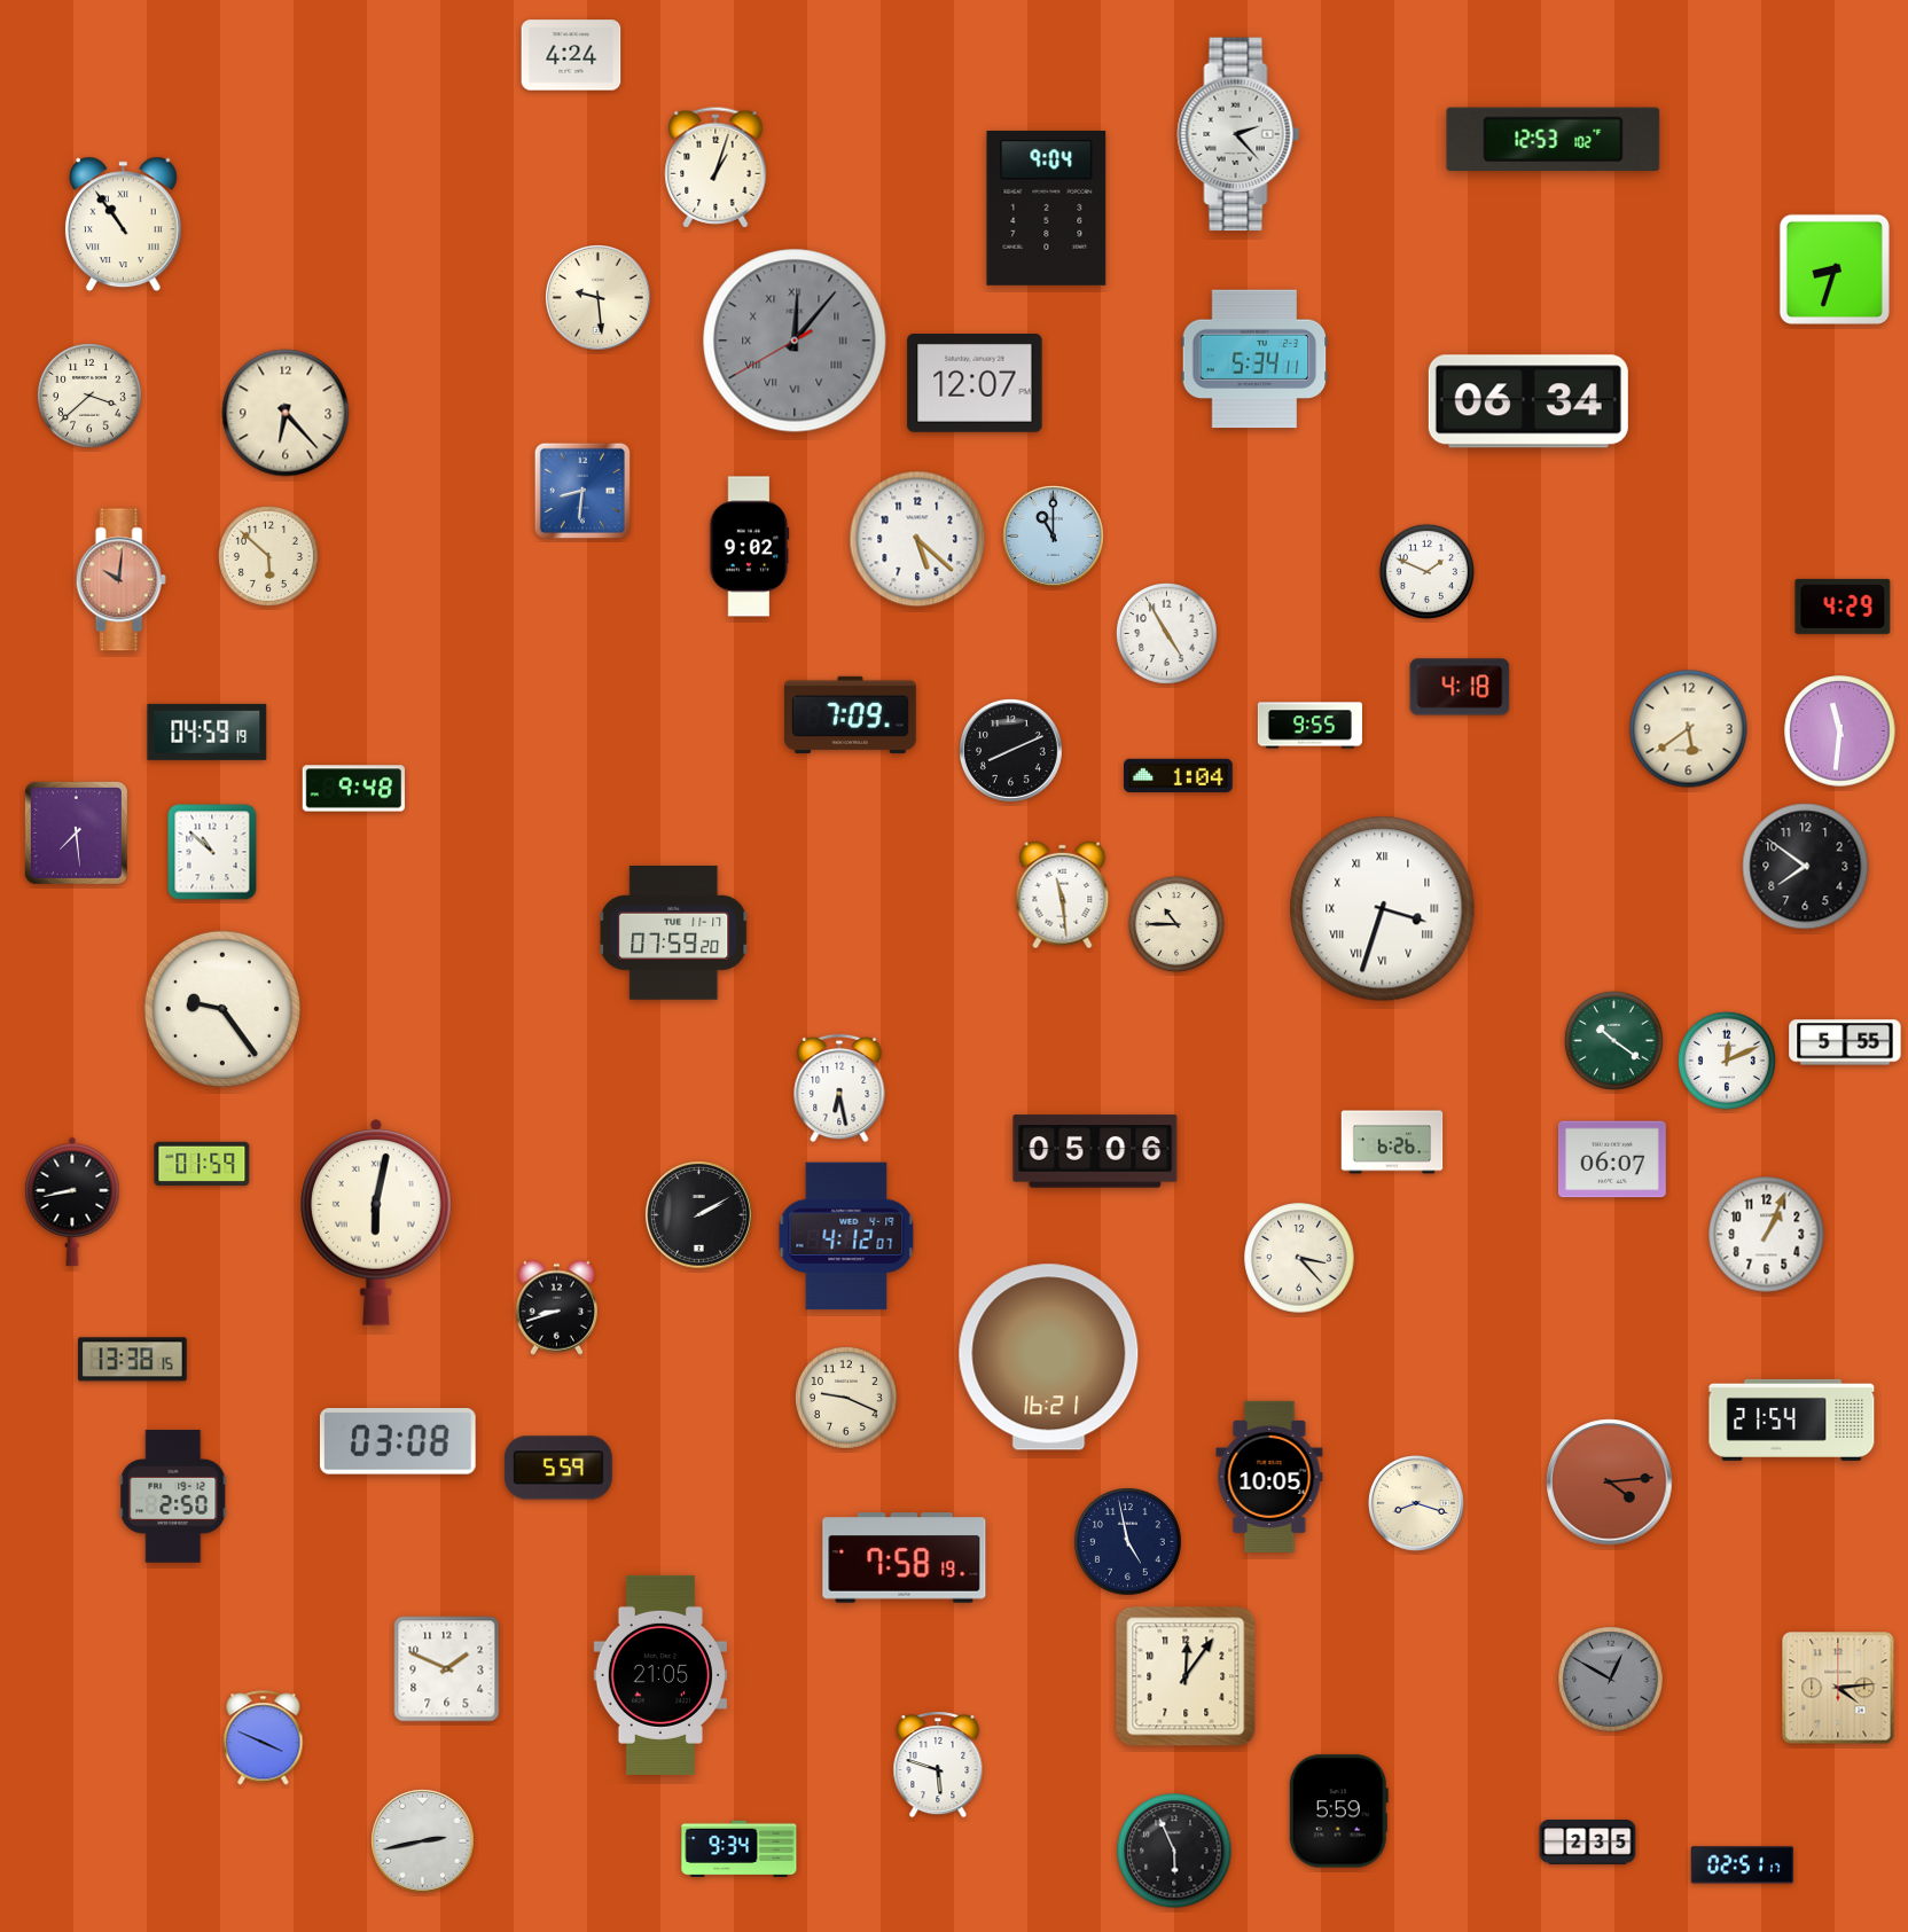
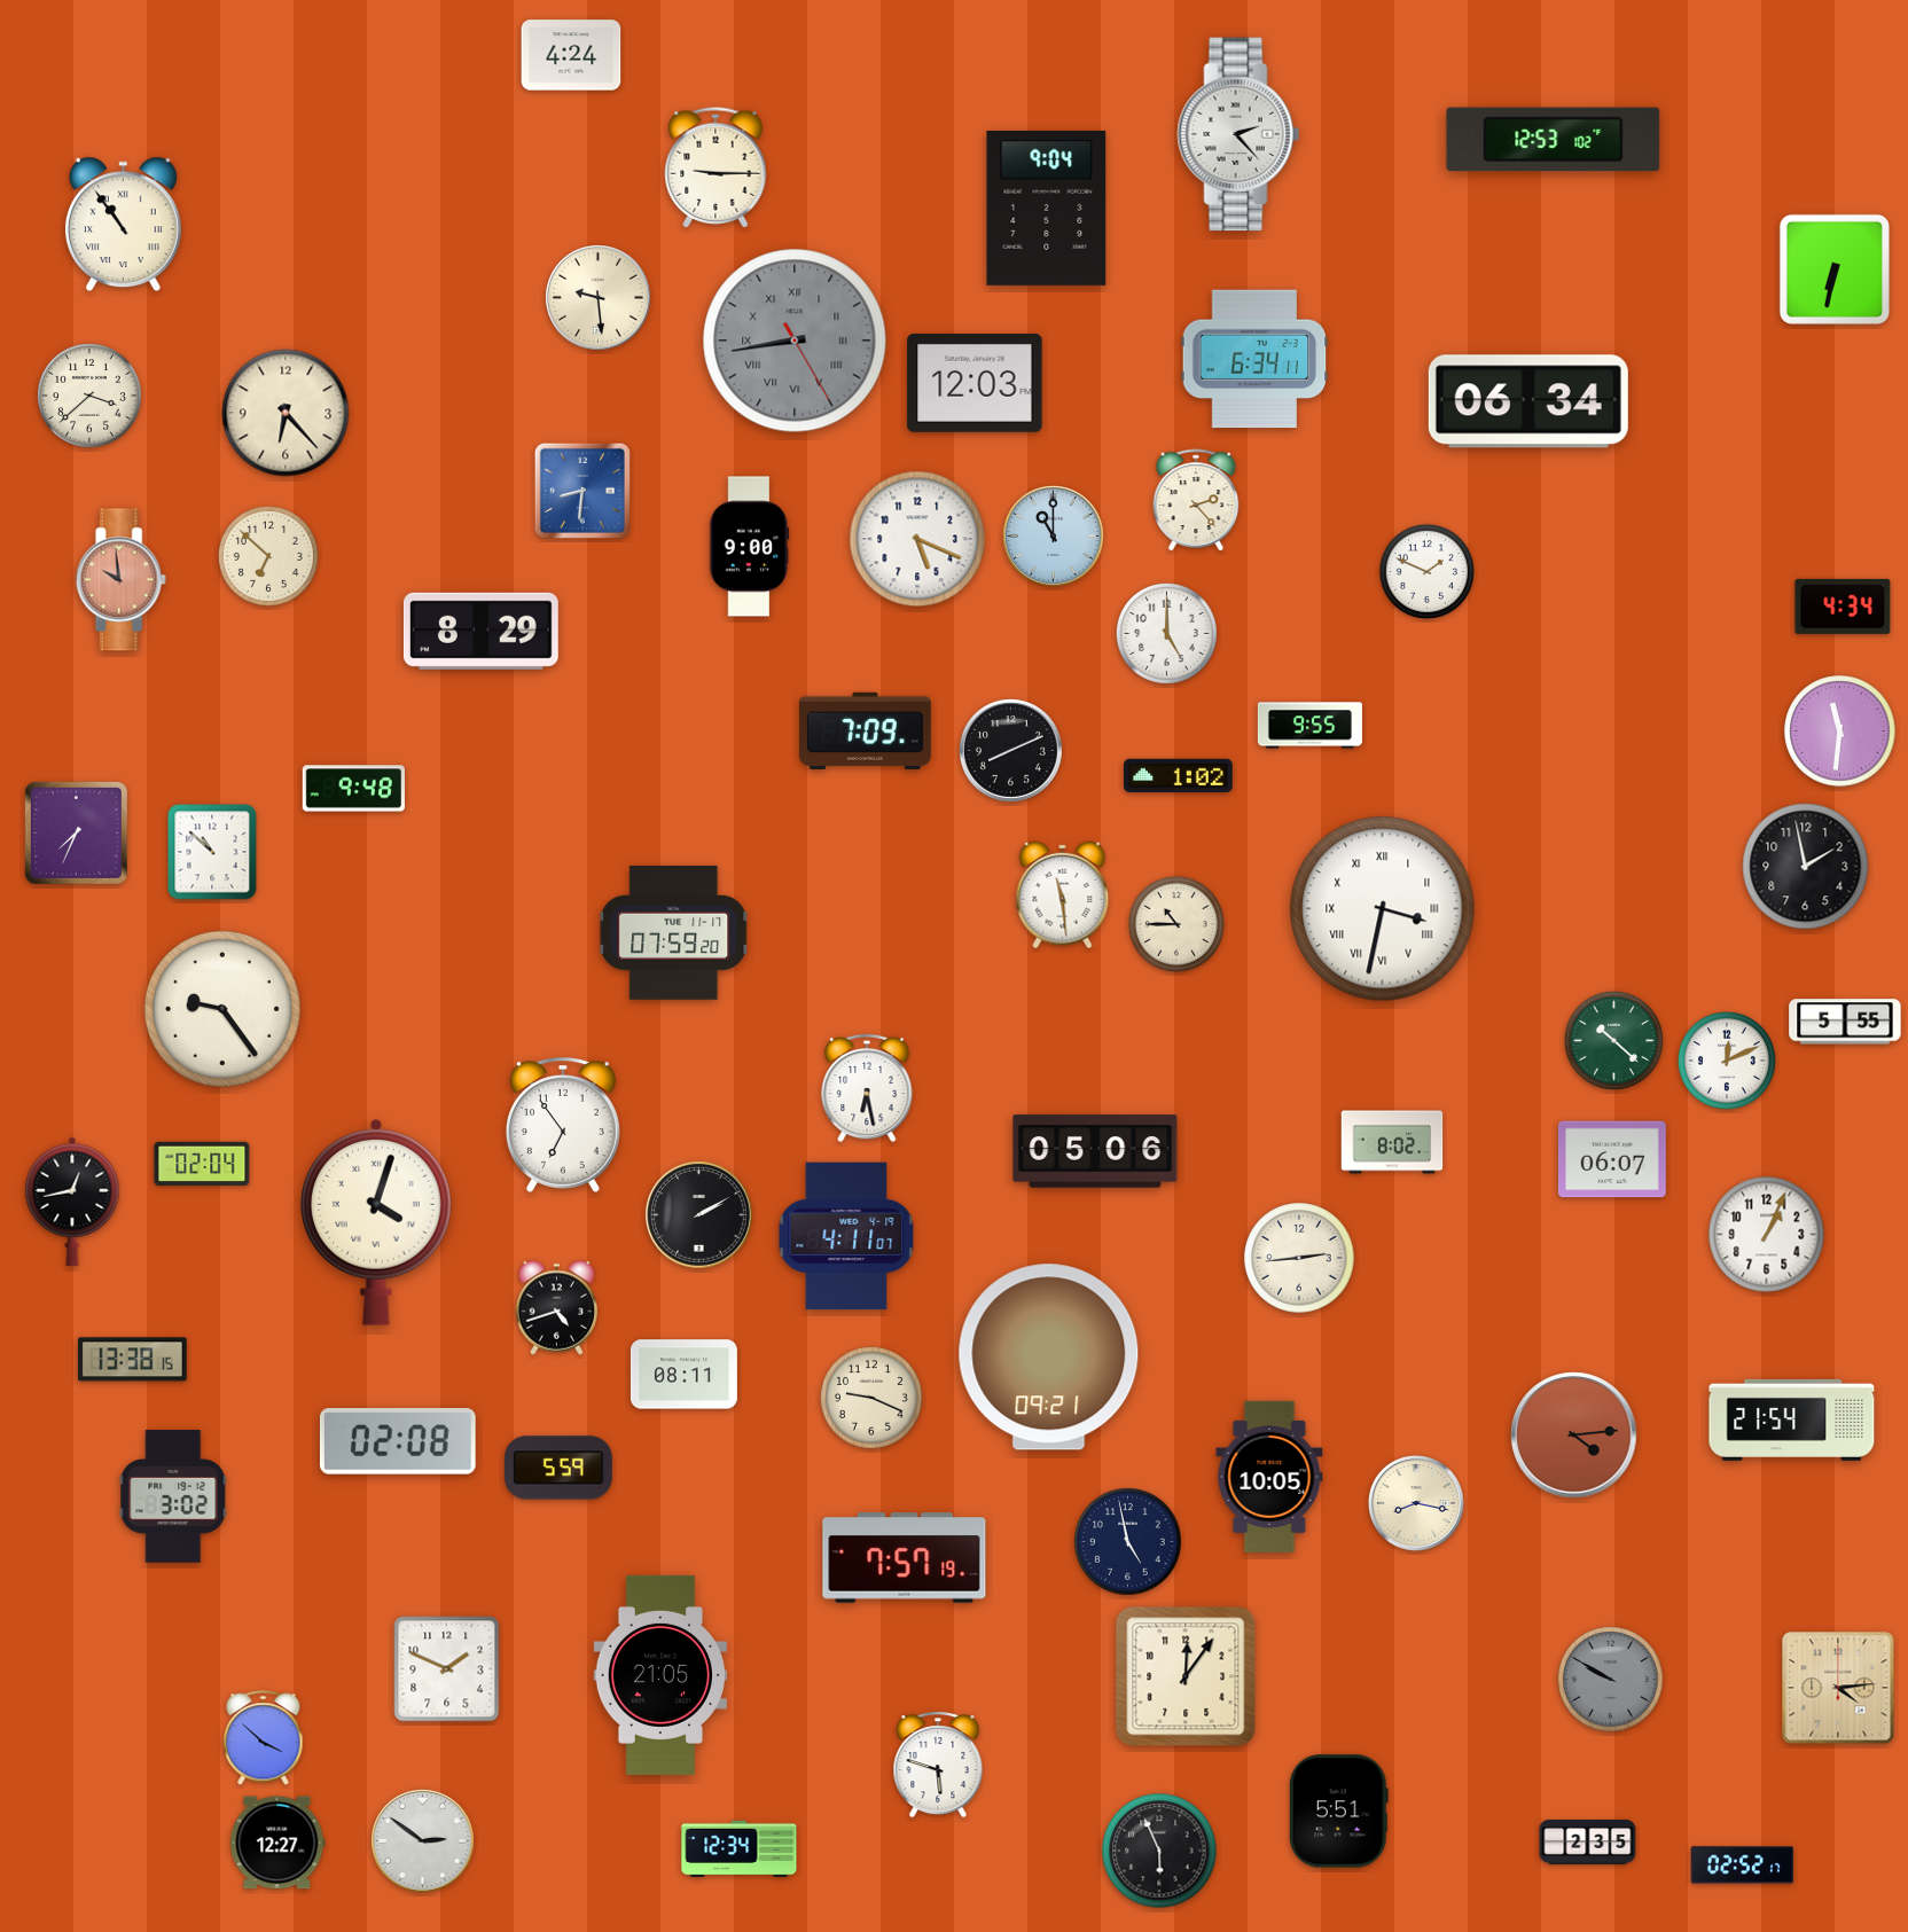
clock at (715, 167): 1:03 -> 9:15
clock at (1835, 269): 8:33 -> 6:32
clock at (795, 341): 12:06 -> 8:43
clock at (1254, 359): 5:34 -> 6:34
clock at (975, 384): 12:07 -> 12:03
clock at (1196, 500): none -> 2:23
clock at (917, 539): 5:22 -> 5:19
clock at (750, 547): 9:02 -> 9:00
clock at (268, 556): 5:52 -> 6:52
clock at (120, 580): 10:01 -> 9:59
clock at (1843, 607): 4:29 -> 4:34
clock at (480, 631): none -> 8:29
clock at (1166, 633): 4:55 -> 5:00
clock at (1460, 687): 4:18 -> none
clock at (851, 714) position: (851, 714) -> (866, 730)
clock at (1689, 729): 5:39 -> none
clock at (208, 732): 04:59 -> none
clock at (1179, 775): 1:04 -> 1:02
clock at (76, 832): 7:29 -> 7:34
clock at (1806, 867): 7:51 -> 1:58
clock at (1383, 909): 3:33 -> 3:32
clock at (1613, 1040): 10:21 -> 10:22
clock at (1845, 1042) position: (1845, 1042) -> (1845, 1022)
clock at (839, 1088) position: (839, 1088) -> (867, 1088)
clock at (563, 1125): none -> 6:54
clock at (1392, 1142): 6:26 -> 8:02
clock at (202, 1164): 01:59 -> 02:04
clock at (72, 1202): 8:43 -> 12:43
clock at (377, 1222): 6:02 -> 4:03
clock at (846, 1236): 4:12 -> 4:11
clock at (1299, 1258): 3:23 -> 2:44
clock at (556, 1307): 8:42 -> 4:42
clock at (1049, 1358): 16:21 -> 09:21
clock at (683, 1375): none -> 08:11
clock at (847, 1399) position: (847, 1399) -> (873, 1399)
clock at (398, 1442): 03:08 -> 02:08
clock at (1610, 1483) position: (1610, 1483) -> (1574, 1436)
clock at (173, 1496): 2:50 -> 3:02
clock at (1416, 1503): 8:18 -> 8:17
clock at (905, 1558): 7:58 -> 7:57
clock at (1611, 1680): 12:50 -> 9:50
clock at (264, 1738): 3:49 -> 3:52
clock at (1338, 1812): 5:59 -> 5:51
clock at (423, 1841): 2:43 -> 2:51
clock at (277, 1843): none -> 12:27
clock at (740, 1849): 9:34 -> 12:34
clock at (1174, 1851) position: (1174, 1851) -> (1159, 1851)
clock at (1743, 1865): 02:51 -> 02:52
